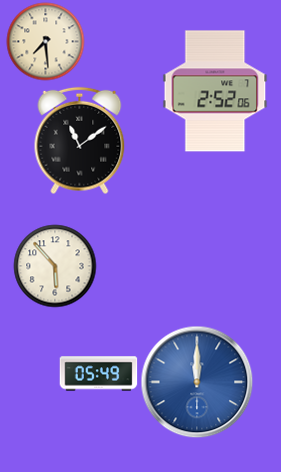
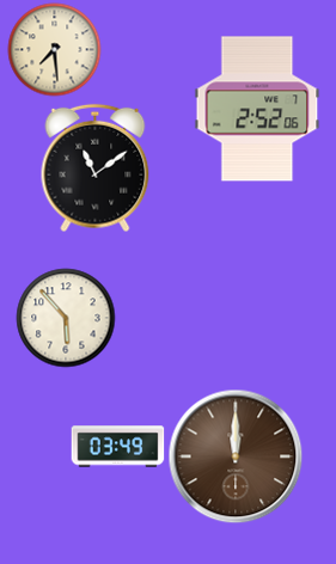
clock at (98, 374): 05:49 -> 03:49
clock at (197, 382) dial: blue -> brown
